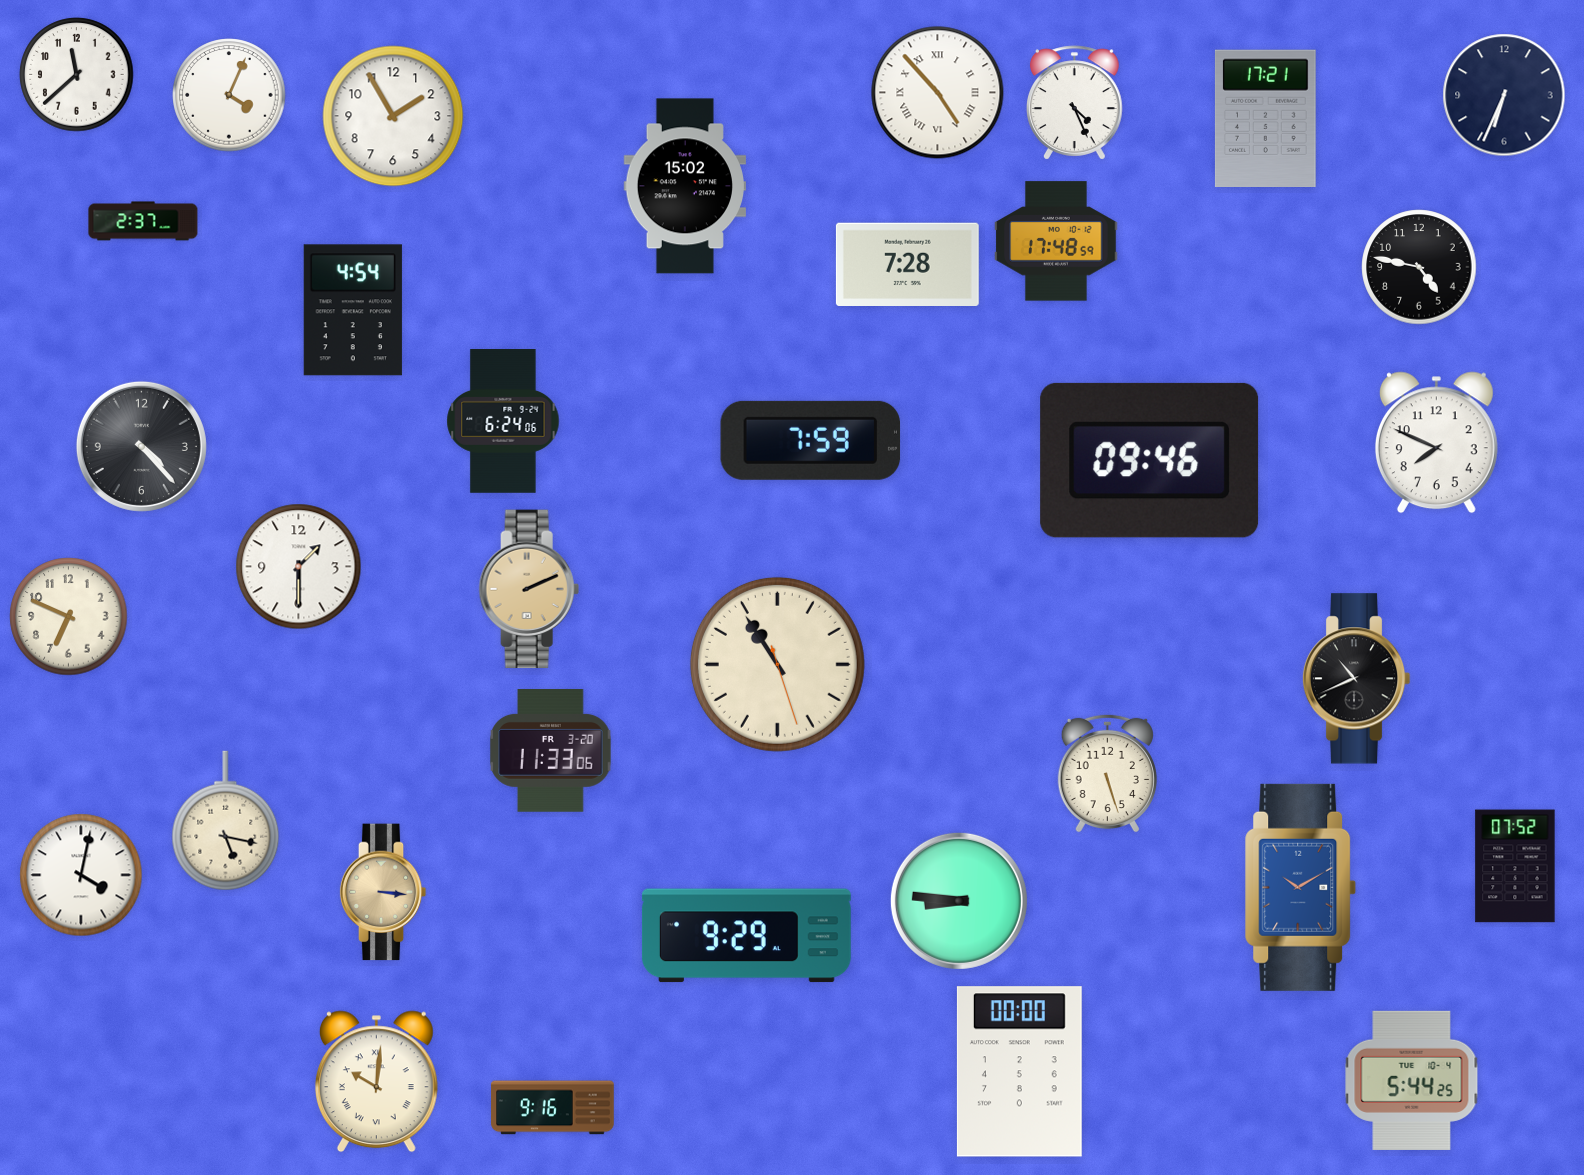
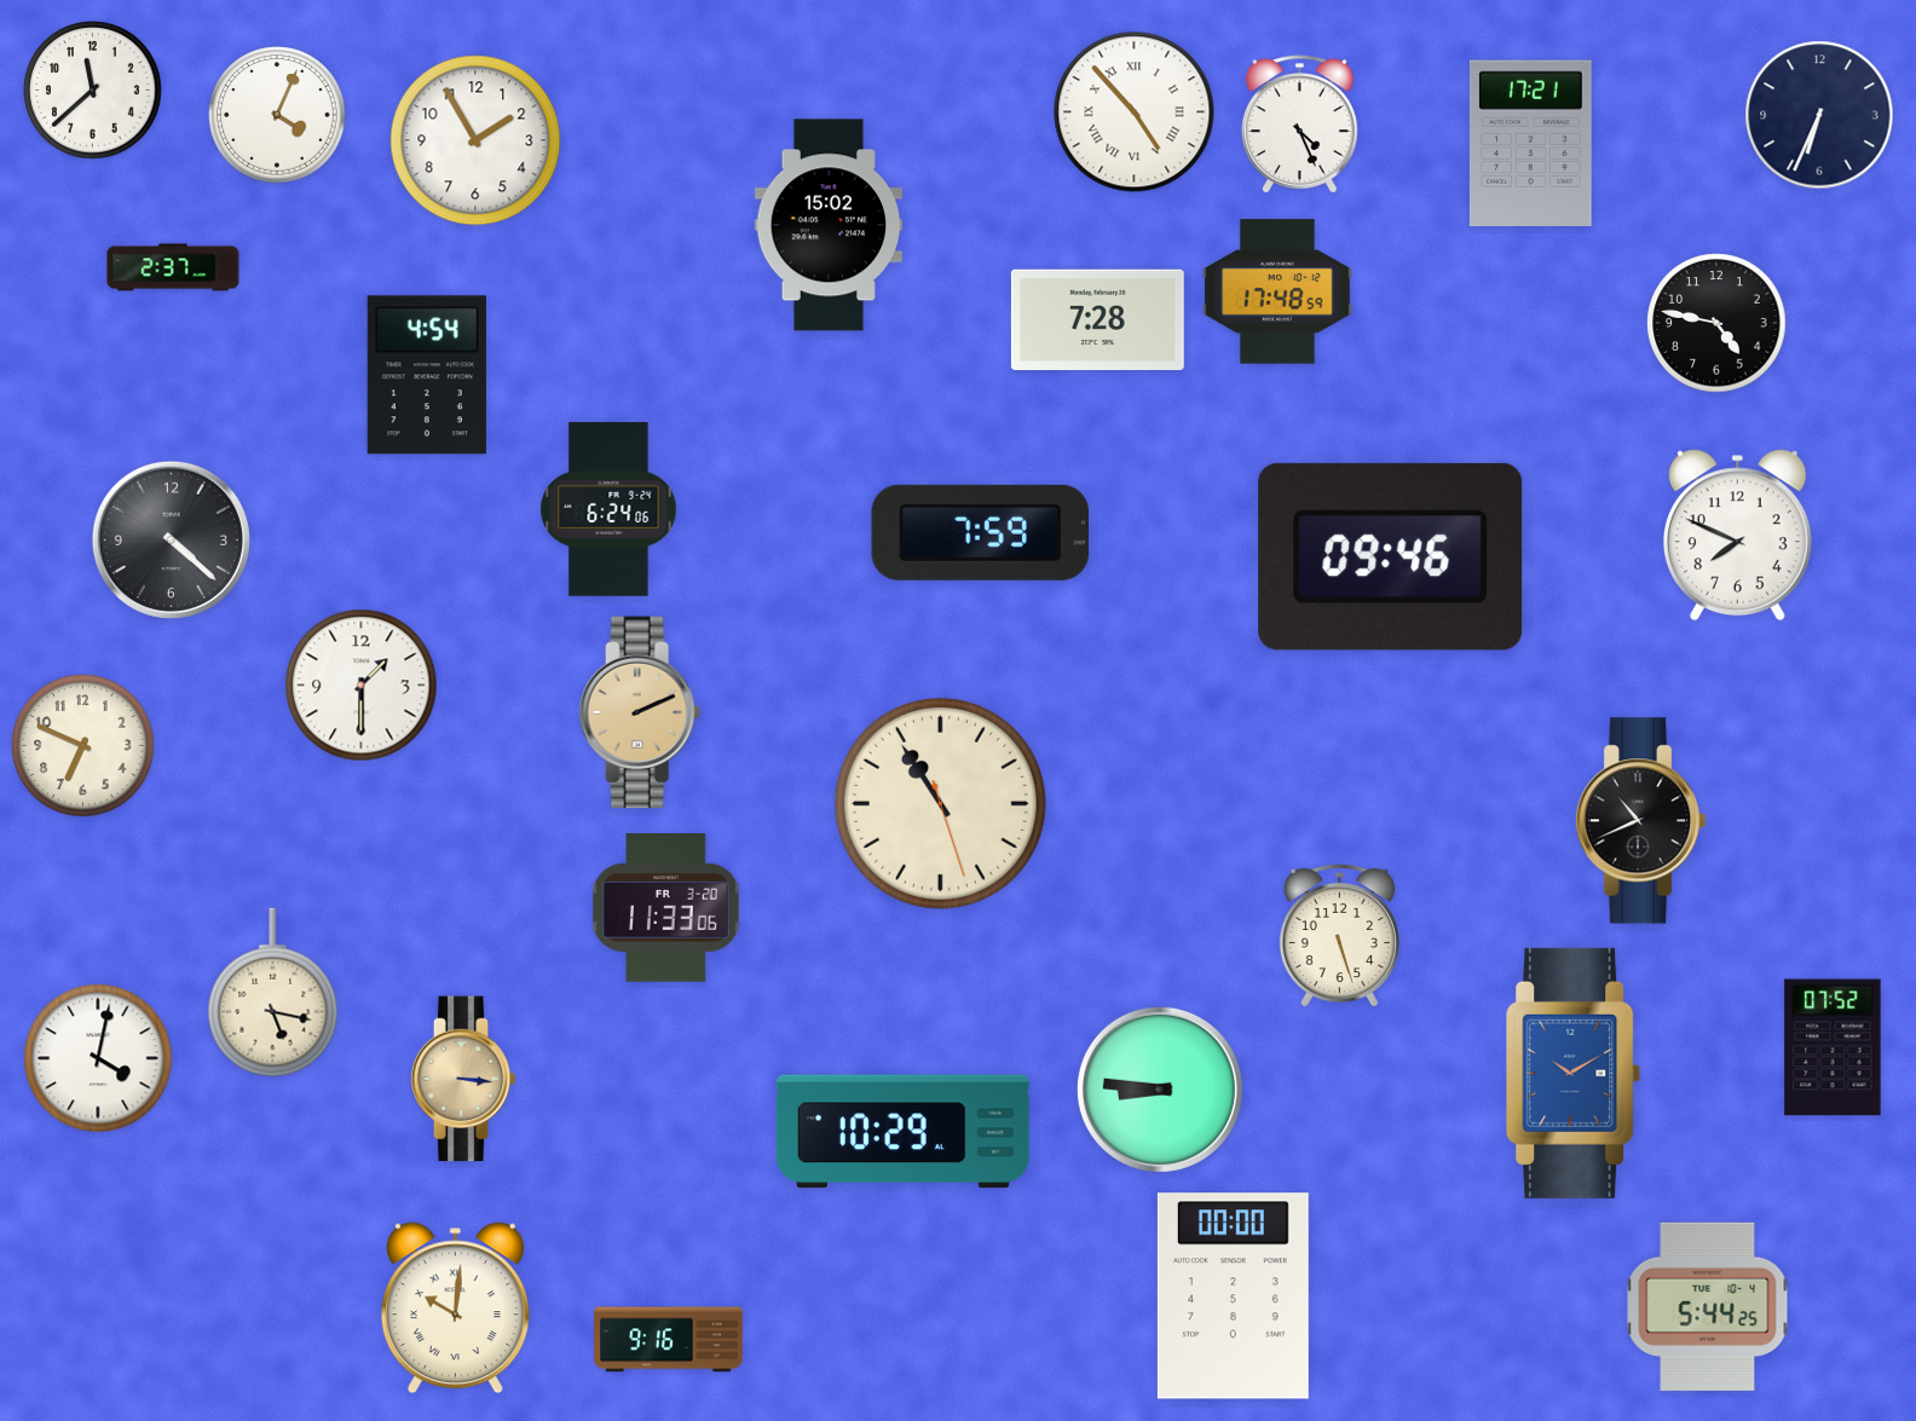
clock at (141, 446): 4:23 -> 4:22
clock at (746, 936): 9:29 -> 10:29
